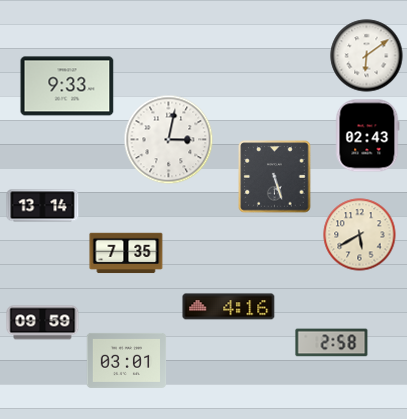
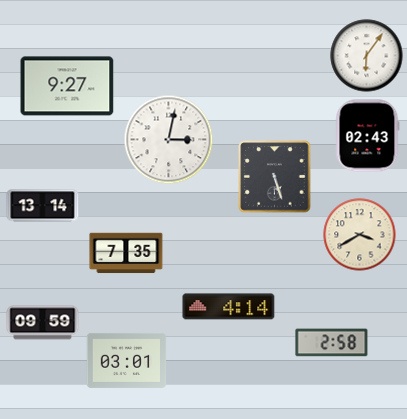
clock at (367, 56): 6:09 -> 6:06
clock at (67, 86): 9:33 -> 9:27
clock at (360, 235): 5:40 -> 3:40
clock at (229, 307): 4:16 -> 4:14
